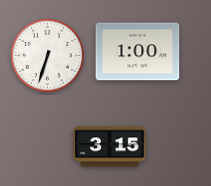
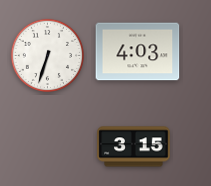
clock at (138, 52): 1:00 -> 4:03
clock at (110, 147) position: (110, 147) -> (134, 147)
